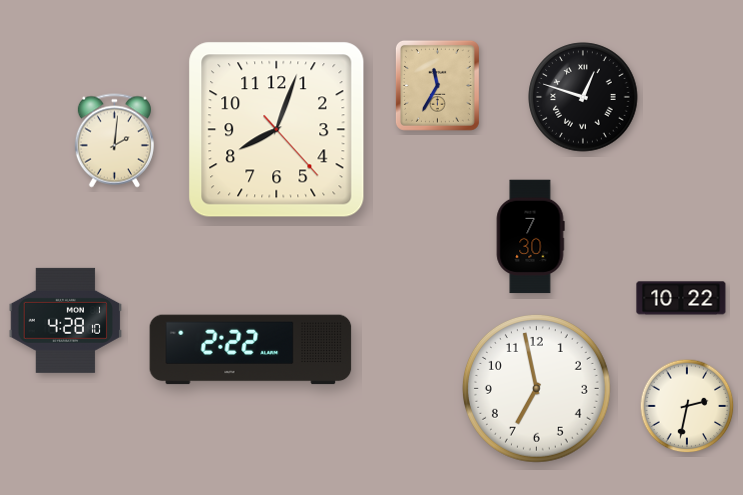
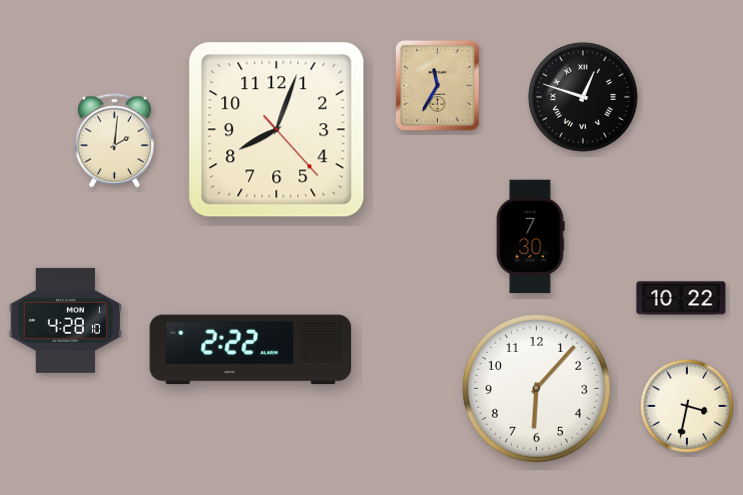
clock at (537, 389): 6:58 -> 6:07
clock at (687, 406): 2:32 -> 3:32
